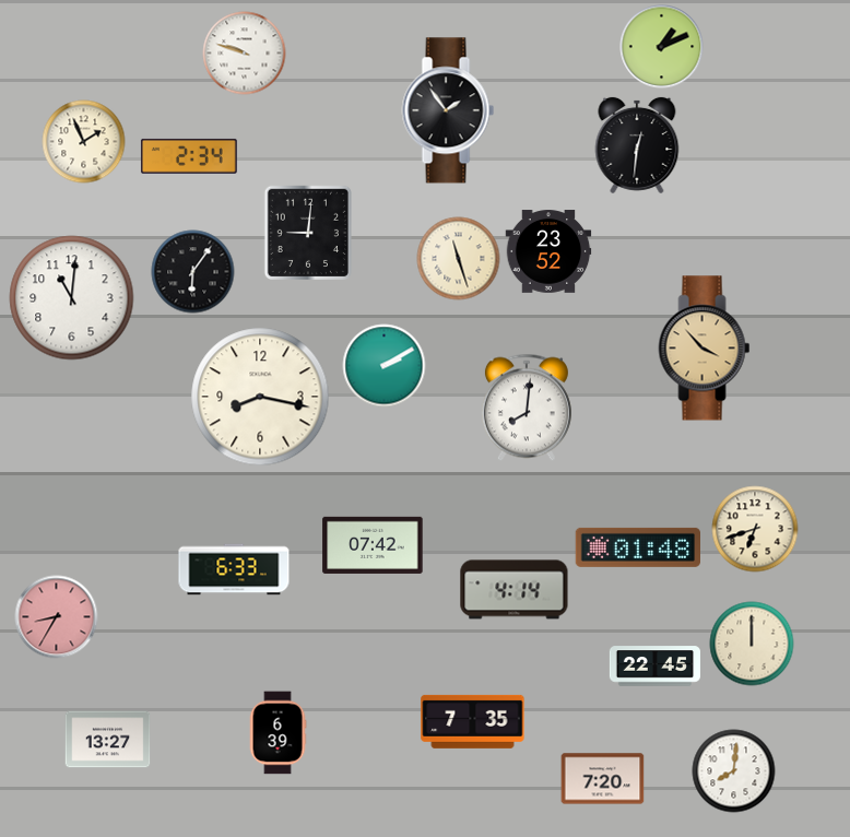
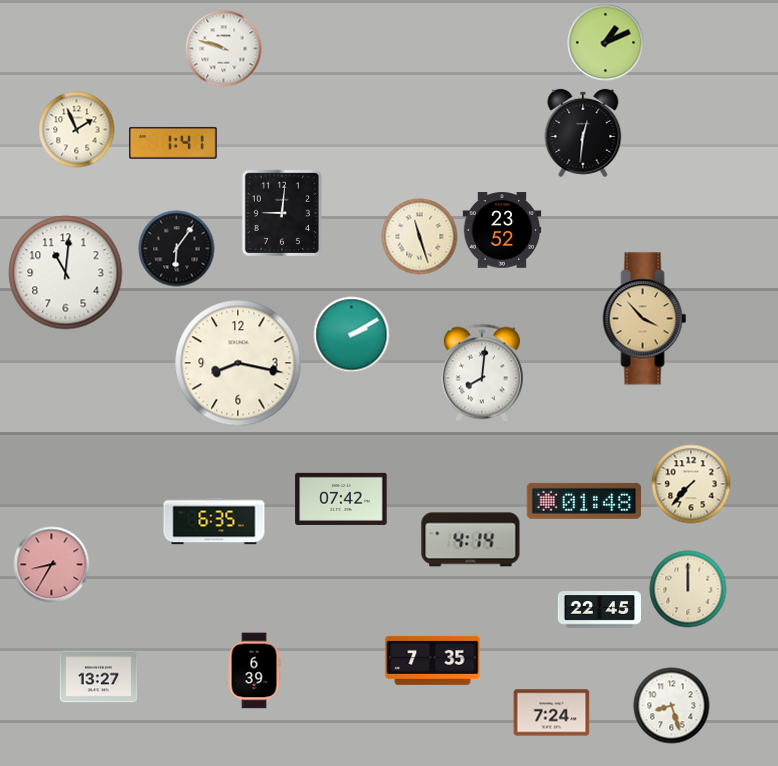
clock at (448, 110): 1:54 -> none
clock at (189, 156): 2:34 -> 1:41
clock at (755, 529): 6:42 -> 7:37
clock at (234, 569): 6:33 -> 6:35
clock at (734, 771): 8:01 -> 8:27
clock at (603, 779): 7:20 -> 7:24
